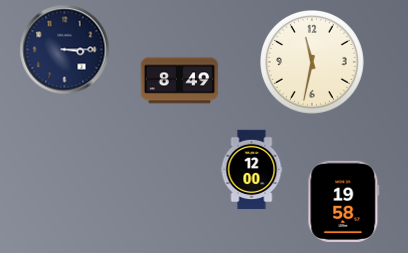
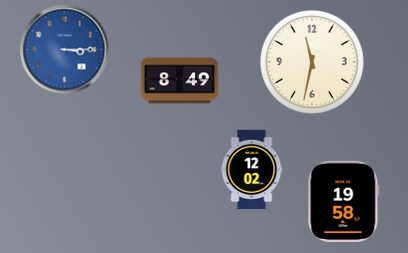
clock at (64, 49) dial: navy -> blue
clock at (252, 169): 12:00 -> 12:02
